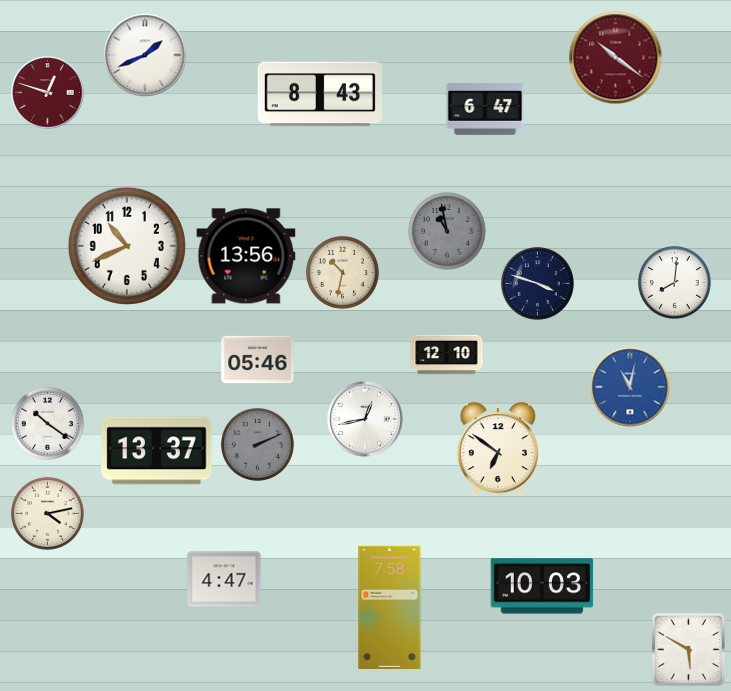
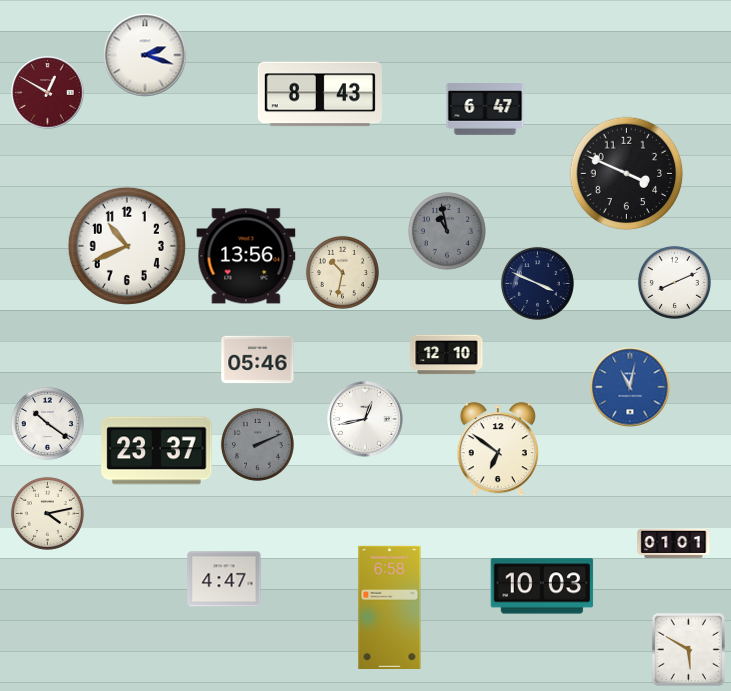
clock at (145, 55): 1:41 -> 2:18
clock at (616, 58): 10:21 -> none
clock at (48, 93): 12:48 -> 12:50
clock at (627, 174): none -> 3:49
clock at (674, 282): 8:01 -> 8:11
clock at (537, 283): 3:48 -> 3:49
clock at (157, 451): 13:37 -> 23:37
clock at (674, 544): none -> 01:01
clock at (390, 607): 7:58 -> 6:58
